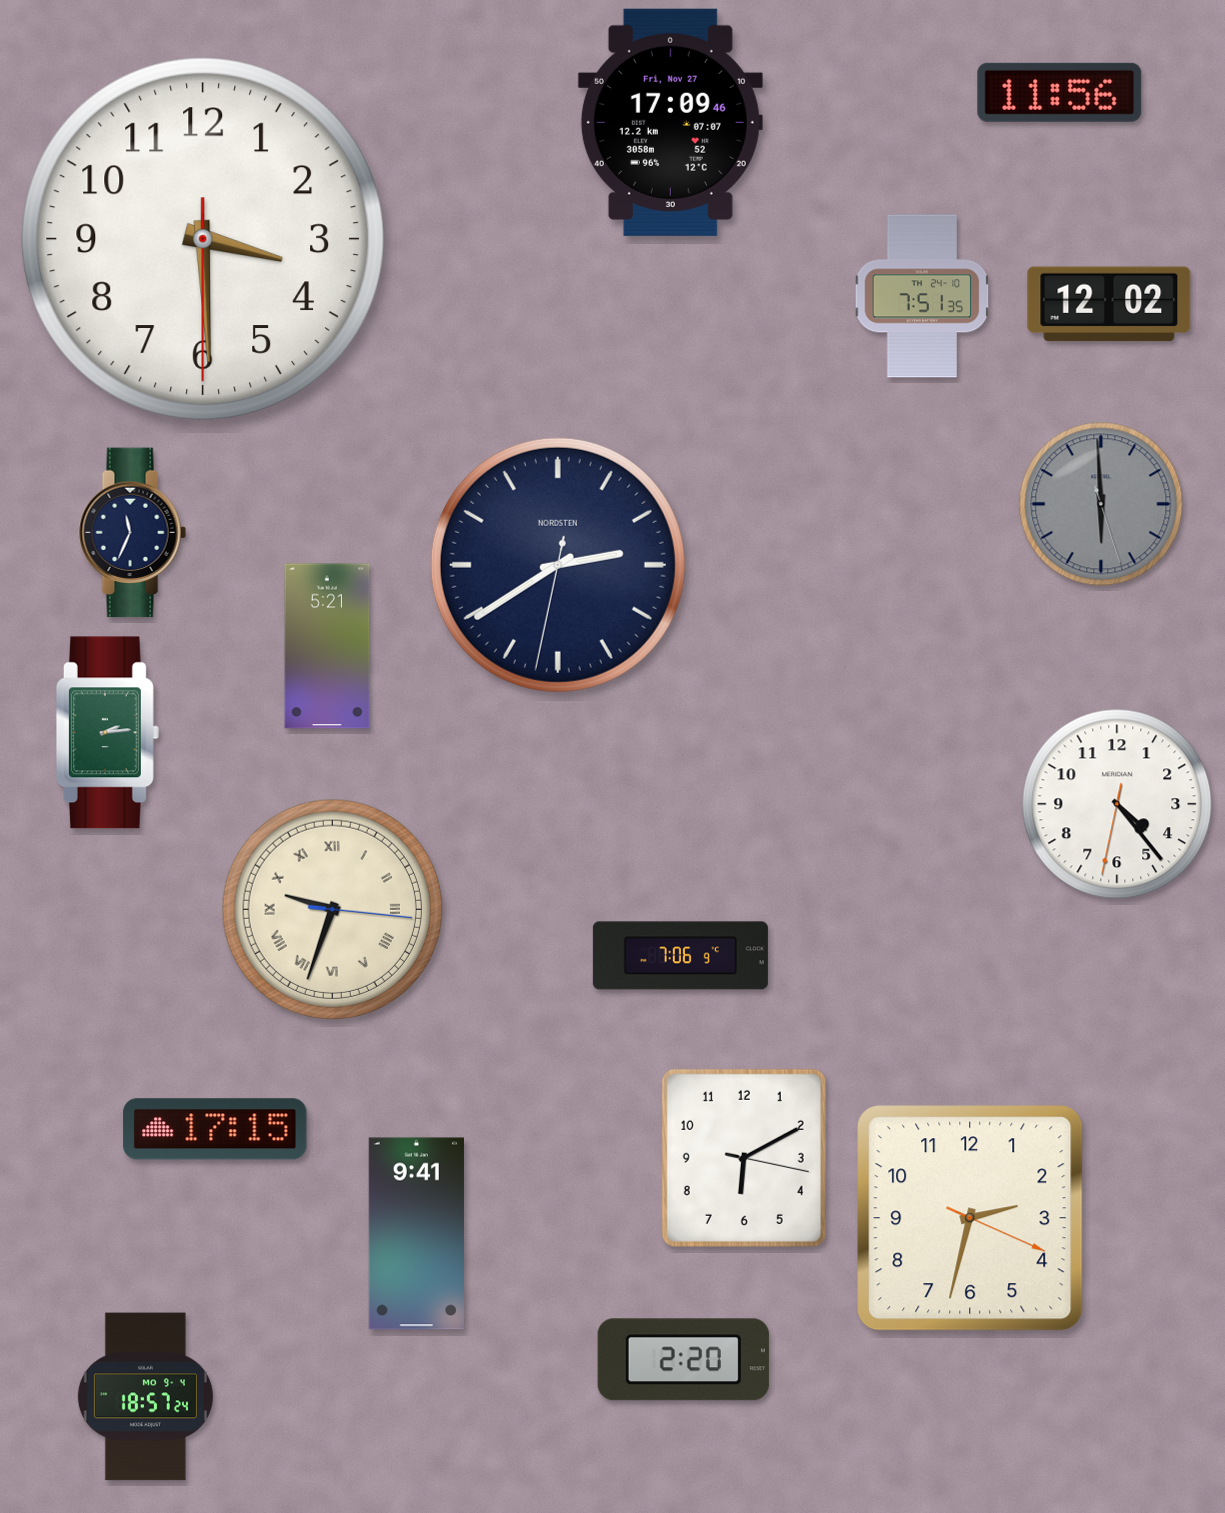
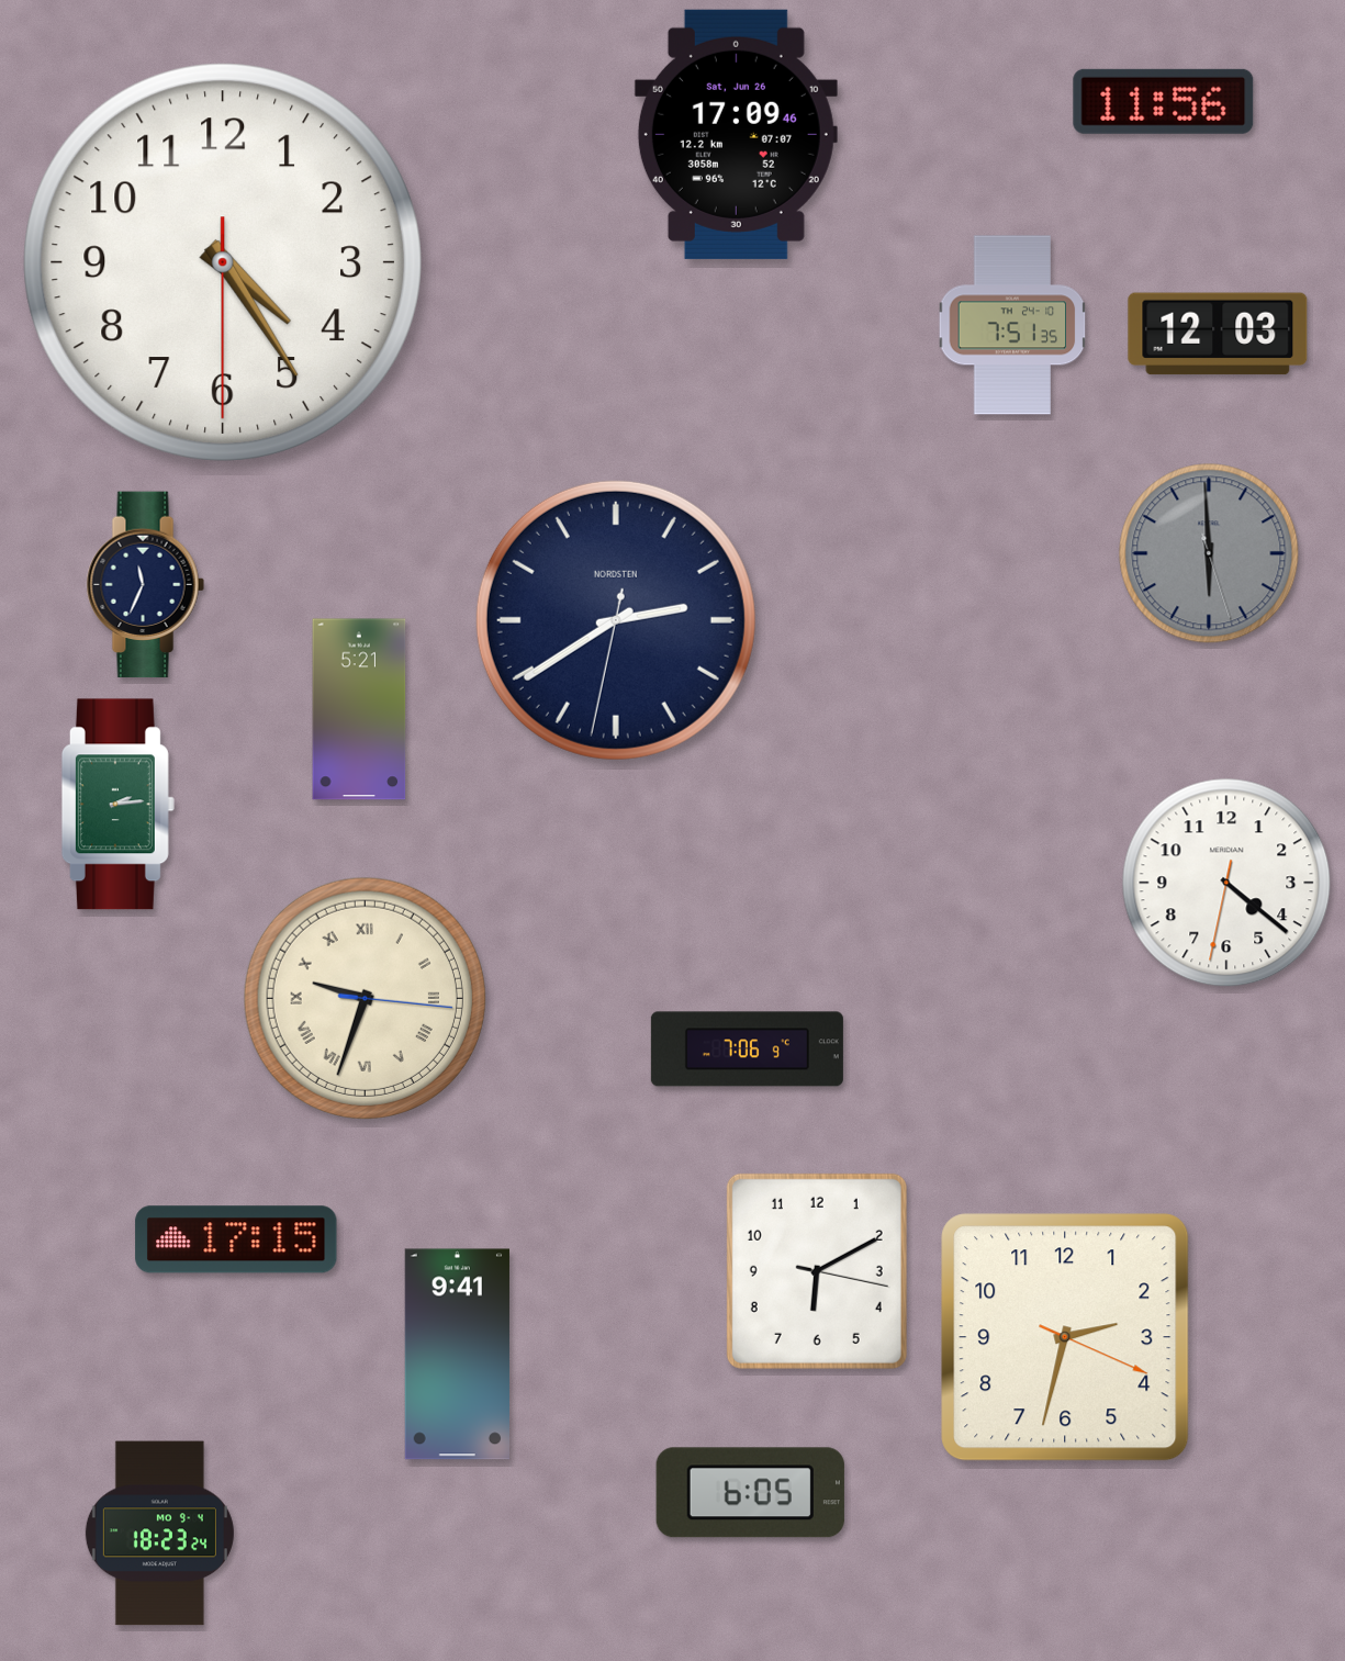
clock at (670, 122) date: Fri, Nov 27 -> Sat, Jun 26
clock at (203, 239): 3:29 -> 4:24
clock at (1109, 304): 12:02 -> 12:03
clock at (558, 565) position: (558, 565) -> (616, 620)
clock at (1117, 804): 4:23 -> 4:21
clock at (683, 1360): 2:20 -> 6:05
clock at (145, 1397): 18:57 -> 18:23
